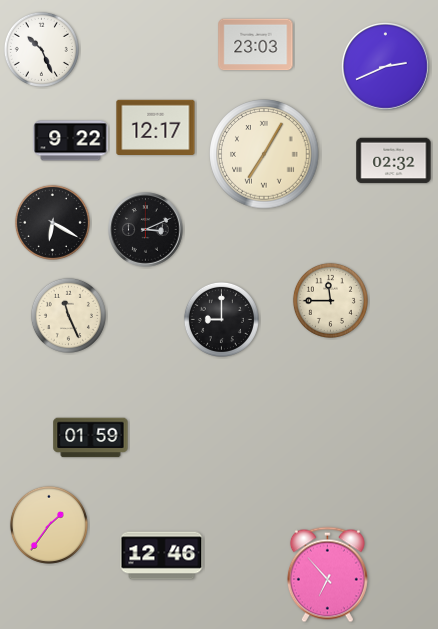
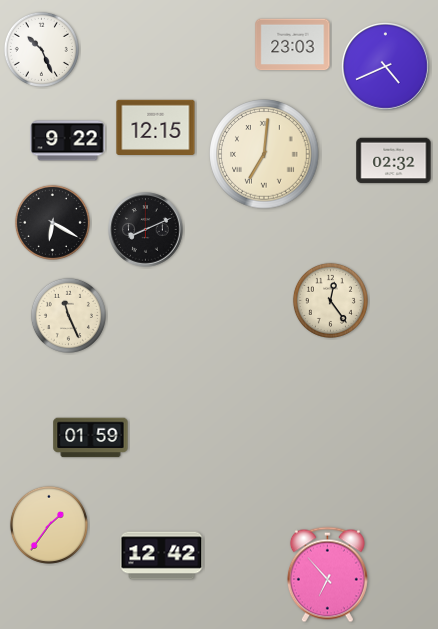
clock at (256, 45) position: (256, 45) -> (293, 45)
clock at (385, 66): 2:41 -> 4:41
clock at (156, 127): 12:17 -> 12:15
clock at (71, 141) position: (71, 141) -> (68, 141)
clock at (264, 154): 7:05 -> 7:01
clock at (146, 230): 3:11 -> 8:11
clock at (330, 300): 11:45 -> 12:24
clock at (221, 319): 9:00 -> none
clock at (162, 556): 12:46 -> 12:42
